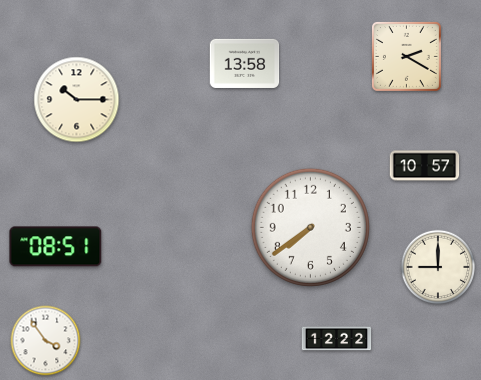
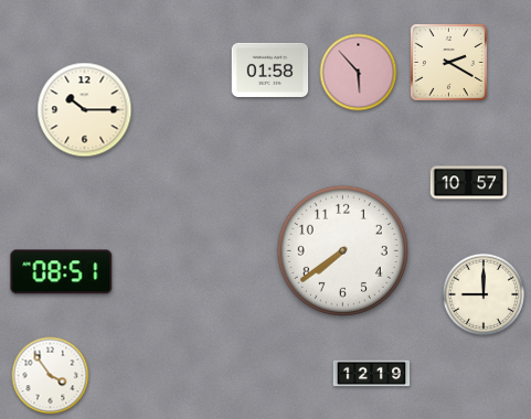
clock at (245, 63): 13:58 -> 01:58
clock at (359, 73): none -> 5:53
clock at (337, 339): 12:22 -> 12:19
